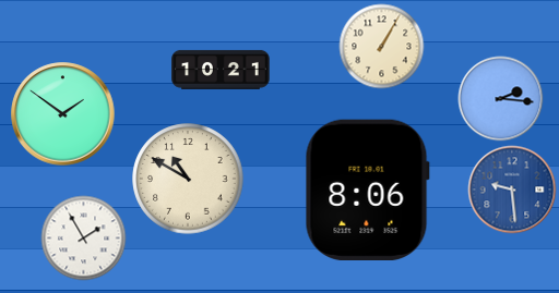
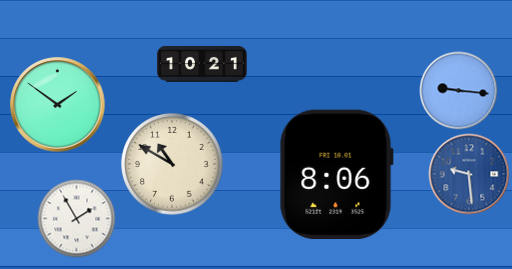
clock at (381, 46): 1:05 -> none
clock at (500, 98): 2:16 -> 9:16
